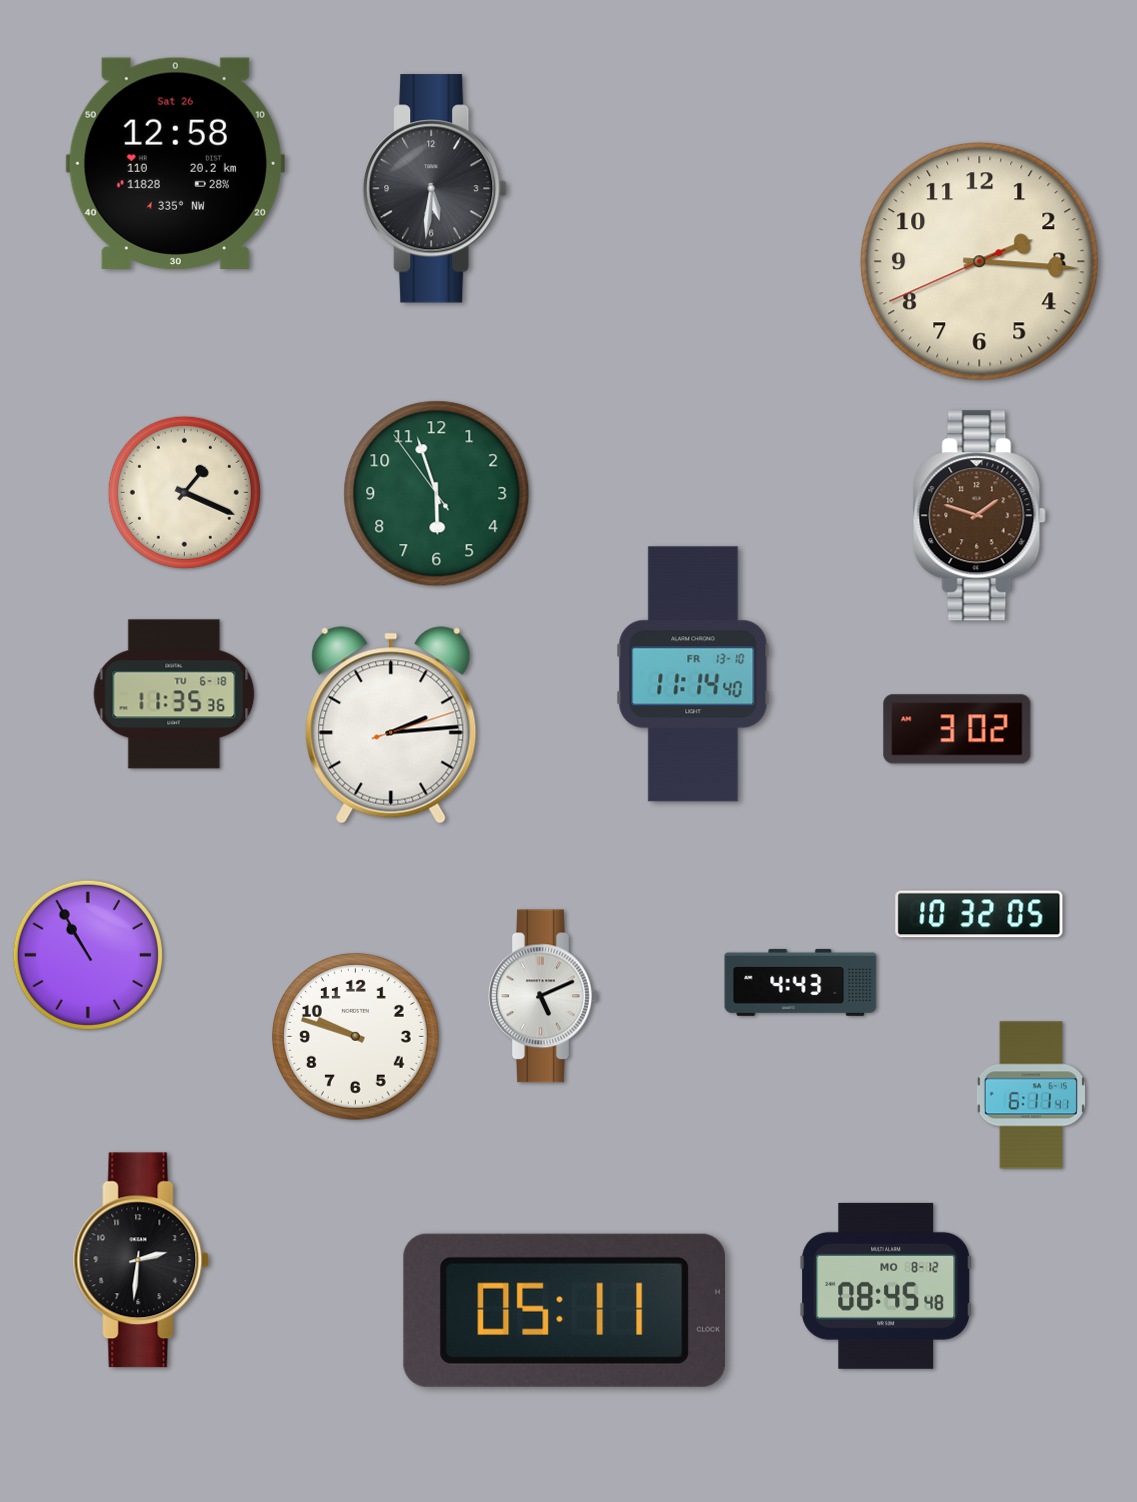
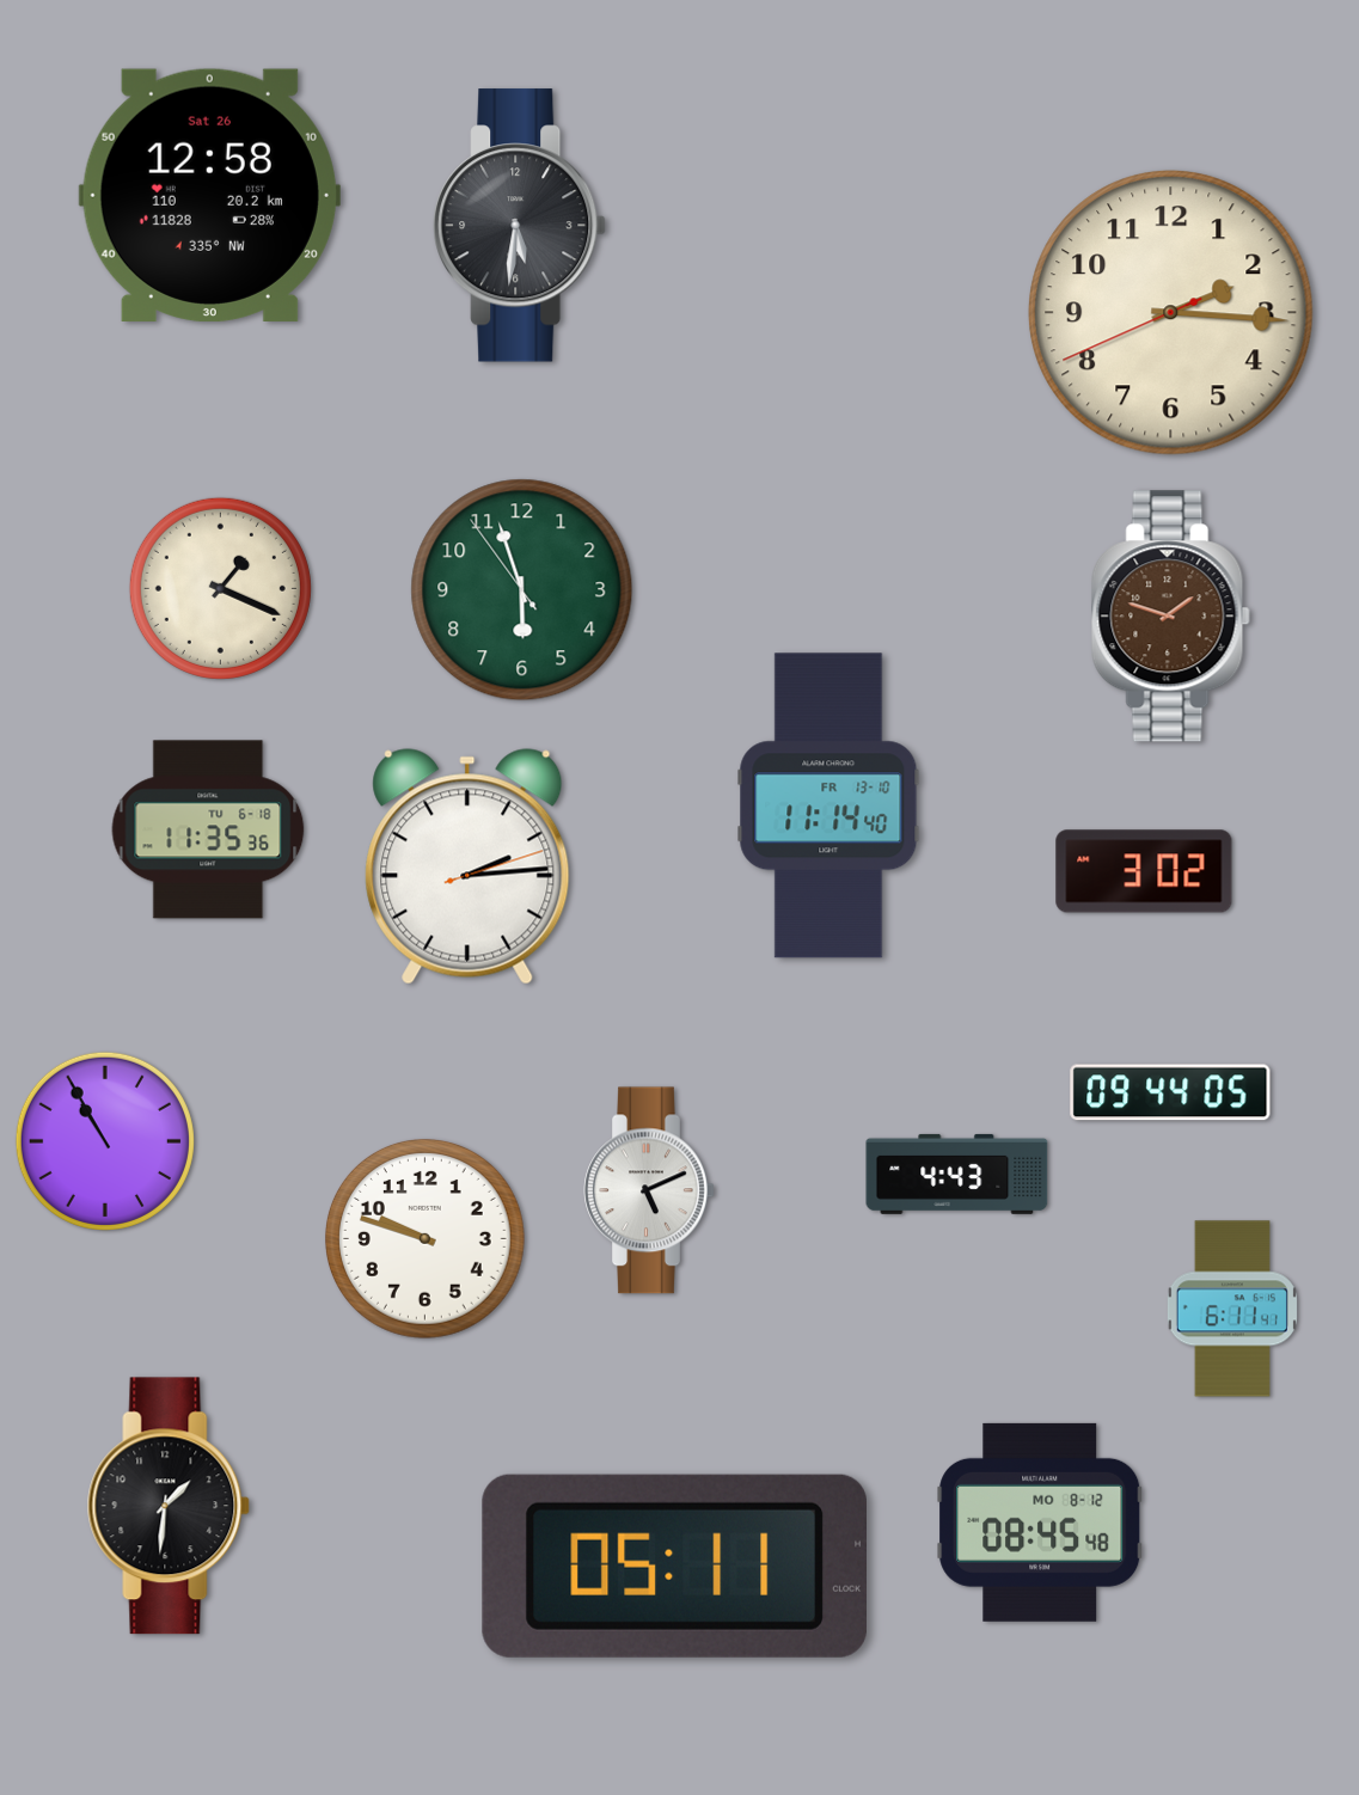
clock at (979, 914): 10:32 -> 09:44
clock at (141, 1260): 2:31 -> 1:31
clock at (886, 1286) position: (886, 1286) -> (1040, 1523)
